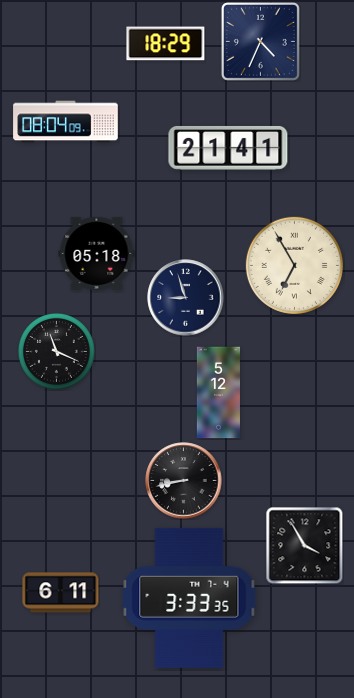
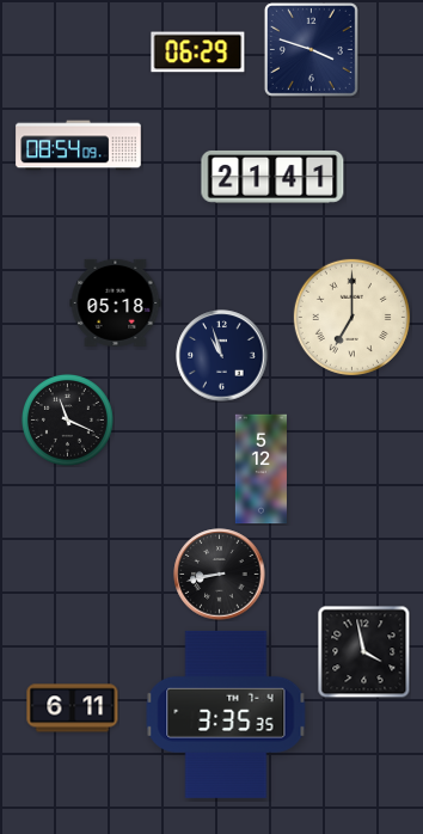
clock at (260, 41): 4:34 -> 3:48
clock at (166, 44): 18:29 -> 06:29
clock at (66, 122): 08:04 -> 08:54
clock at (294, 265): 6:55 -> 7:00
clock at (186, 298): 8:57 -> 10:57
clock at (304, 545): 3:55 -> 3:58
clock at (189, 598): 3:33 -> 3:35
